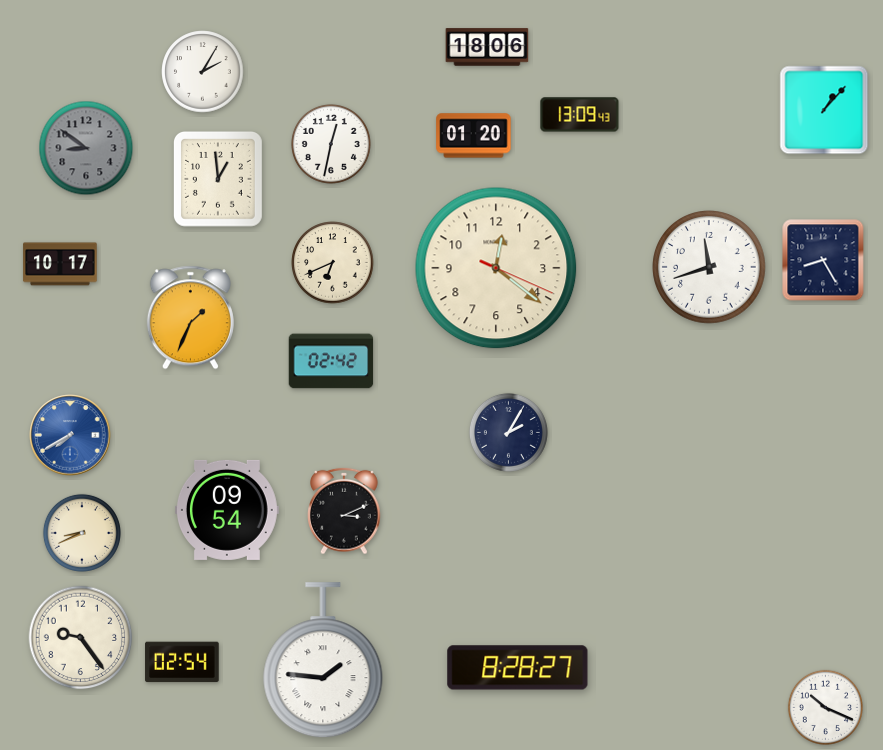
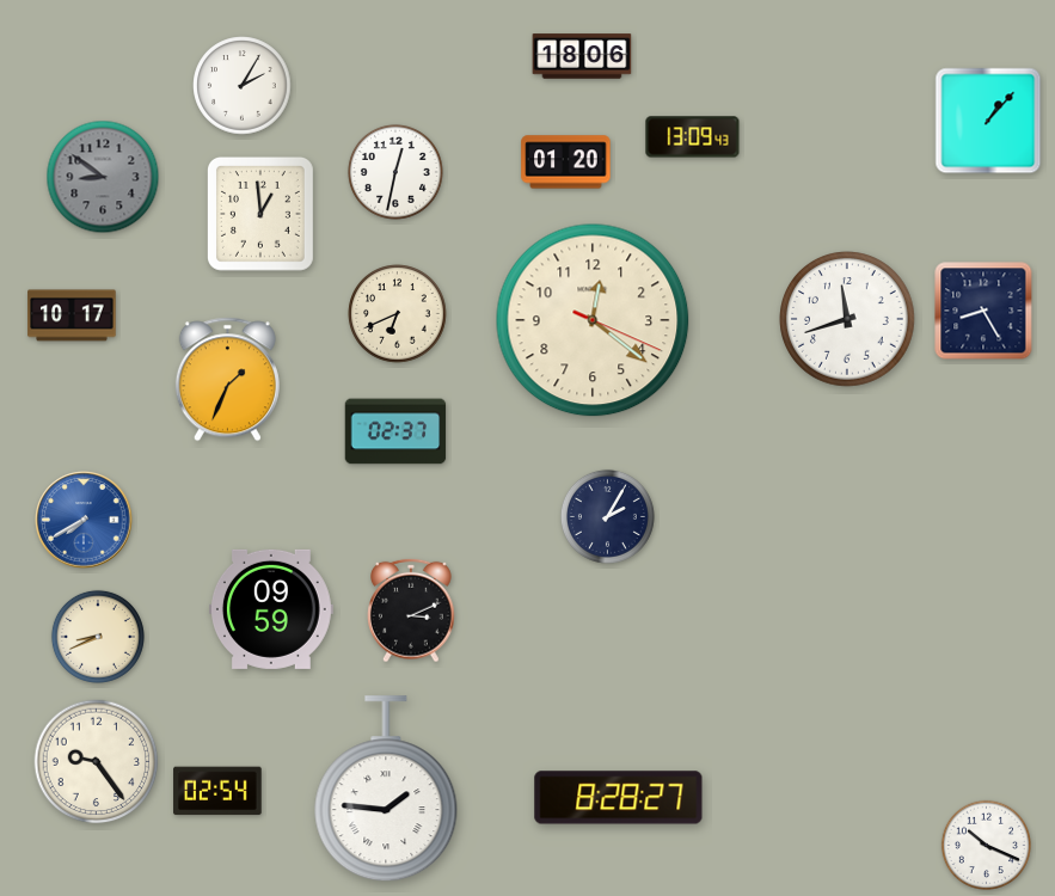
clock at (824, 110) position: (824, 110) -> (988, 121)
clock at (331, 361): 02:42 -> 02:37
clock at (227, 510): 09:54 -> 09:59
